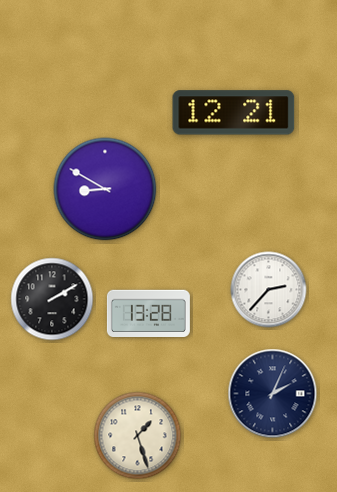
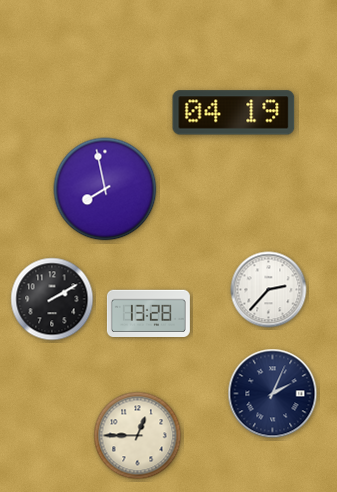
clock at (234, 113): 12:21 -> 04:19
clock at (105, 189): 8:50 -> 7:58
clock at (138, 436): 1:27 -> 12:45
